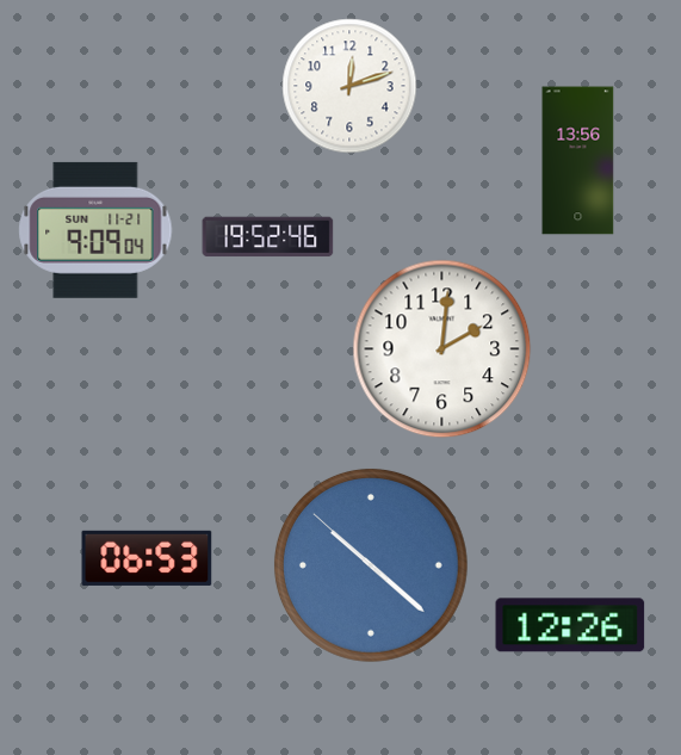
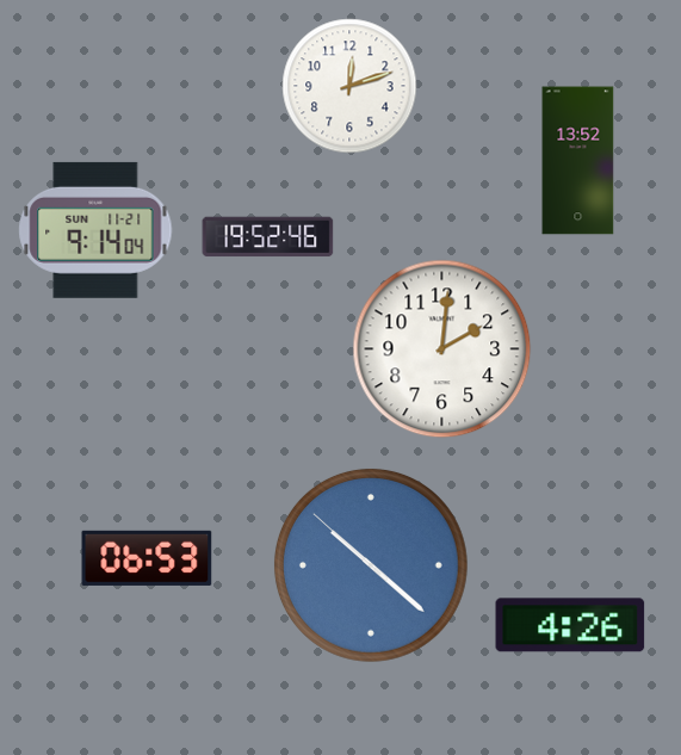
clock at (578, 161): 13:56 -> 13:52
clock at (95, 230): 9:09 -> 9:14
clock at (570, 625): 12:26 -> 4:26
